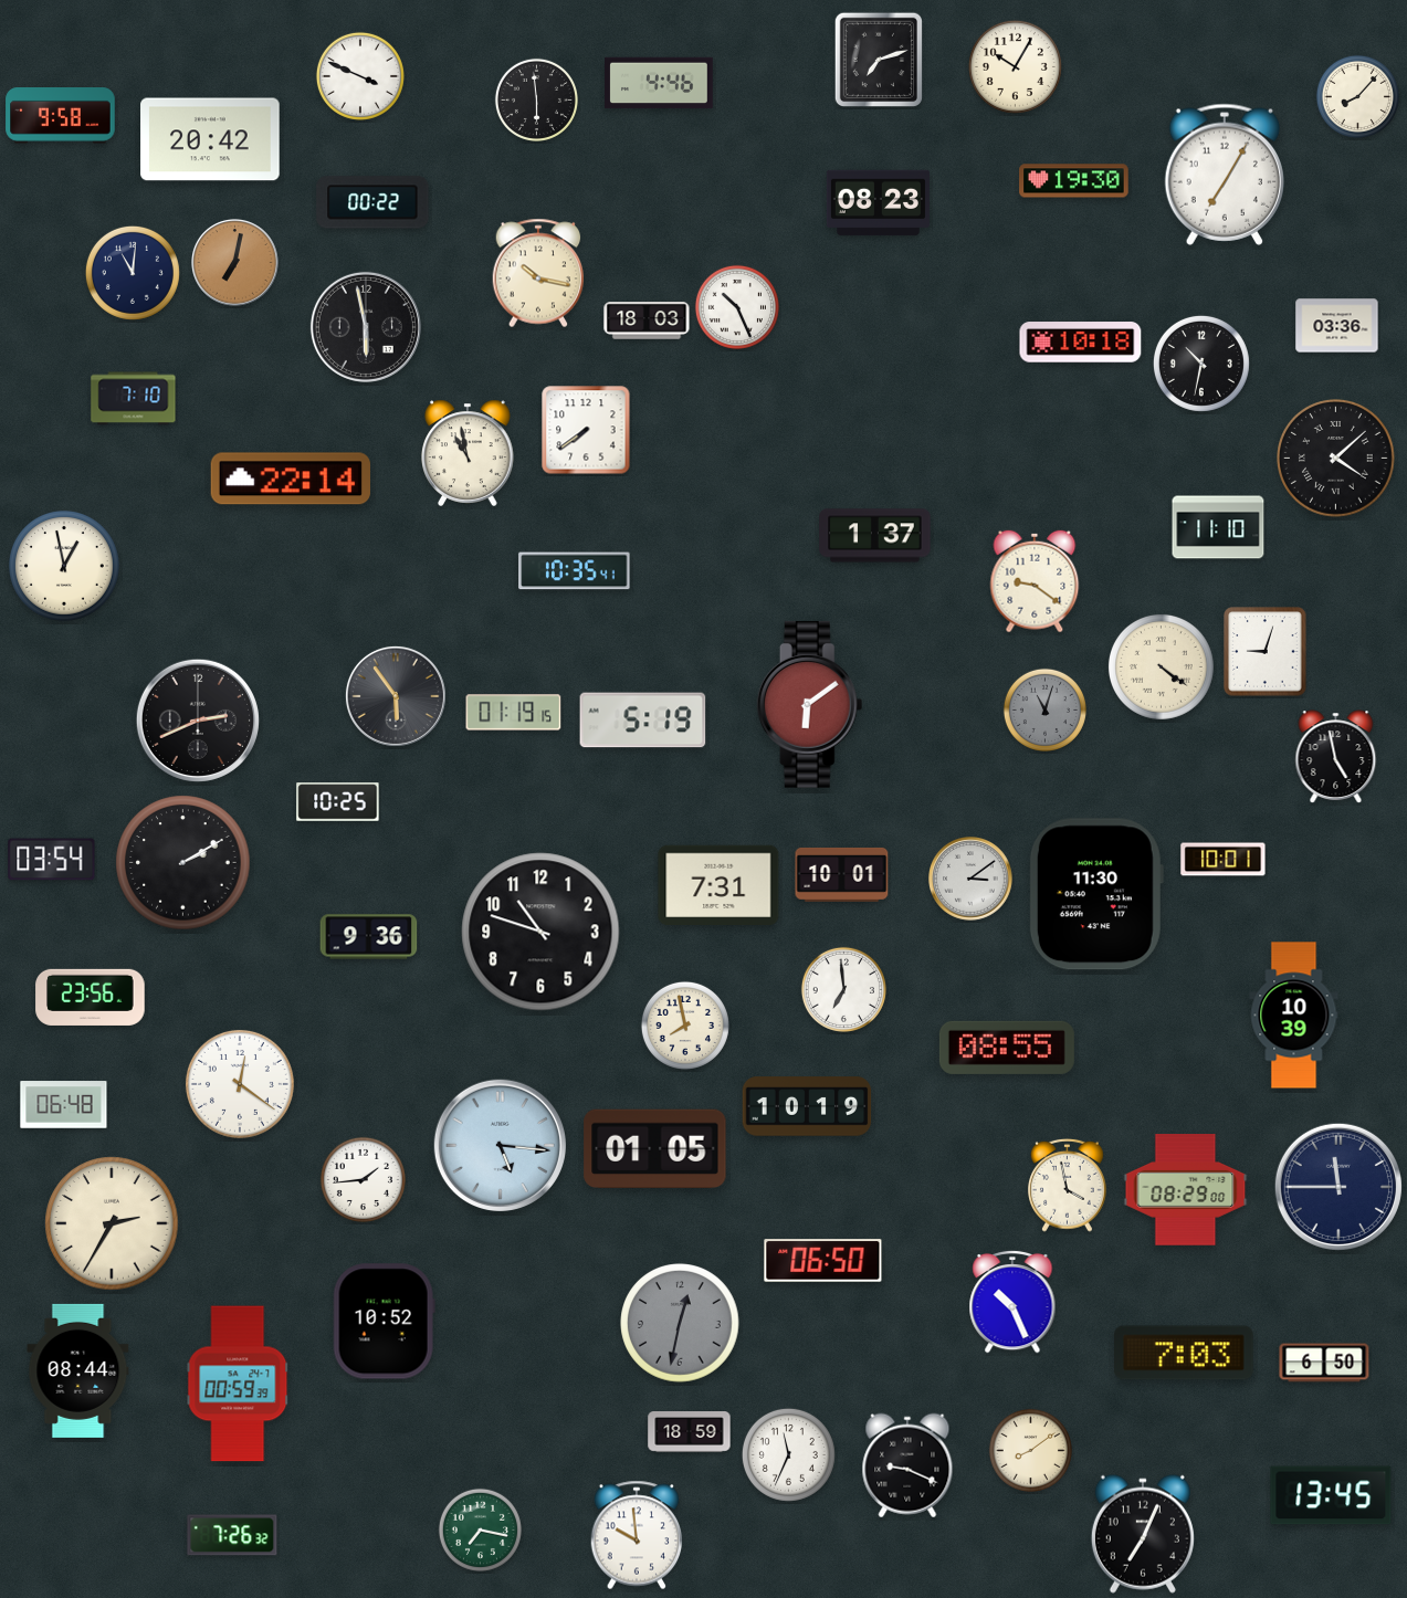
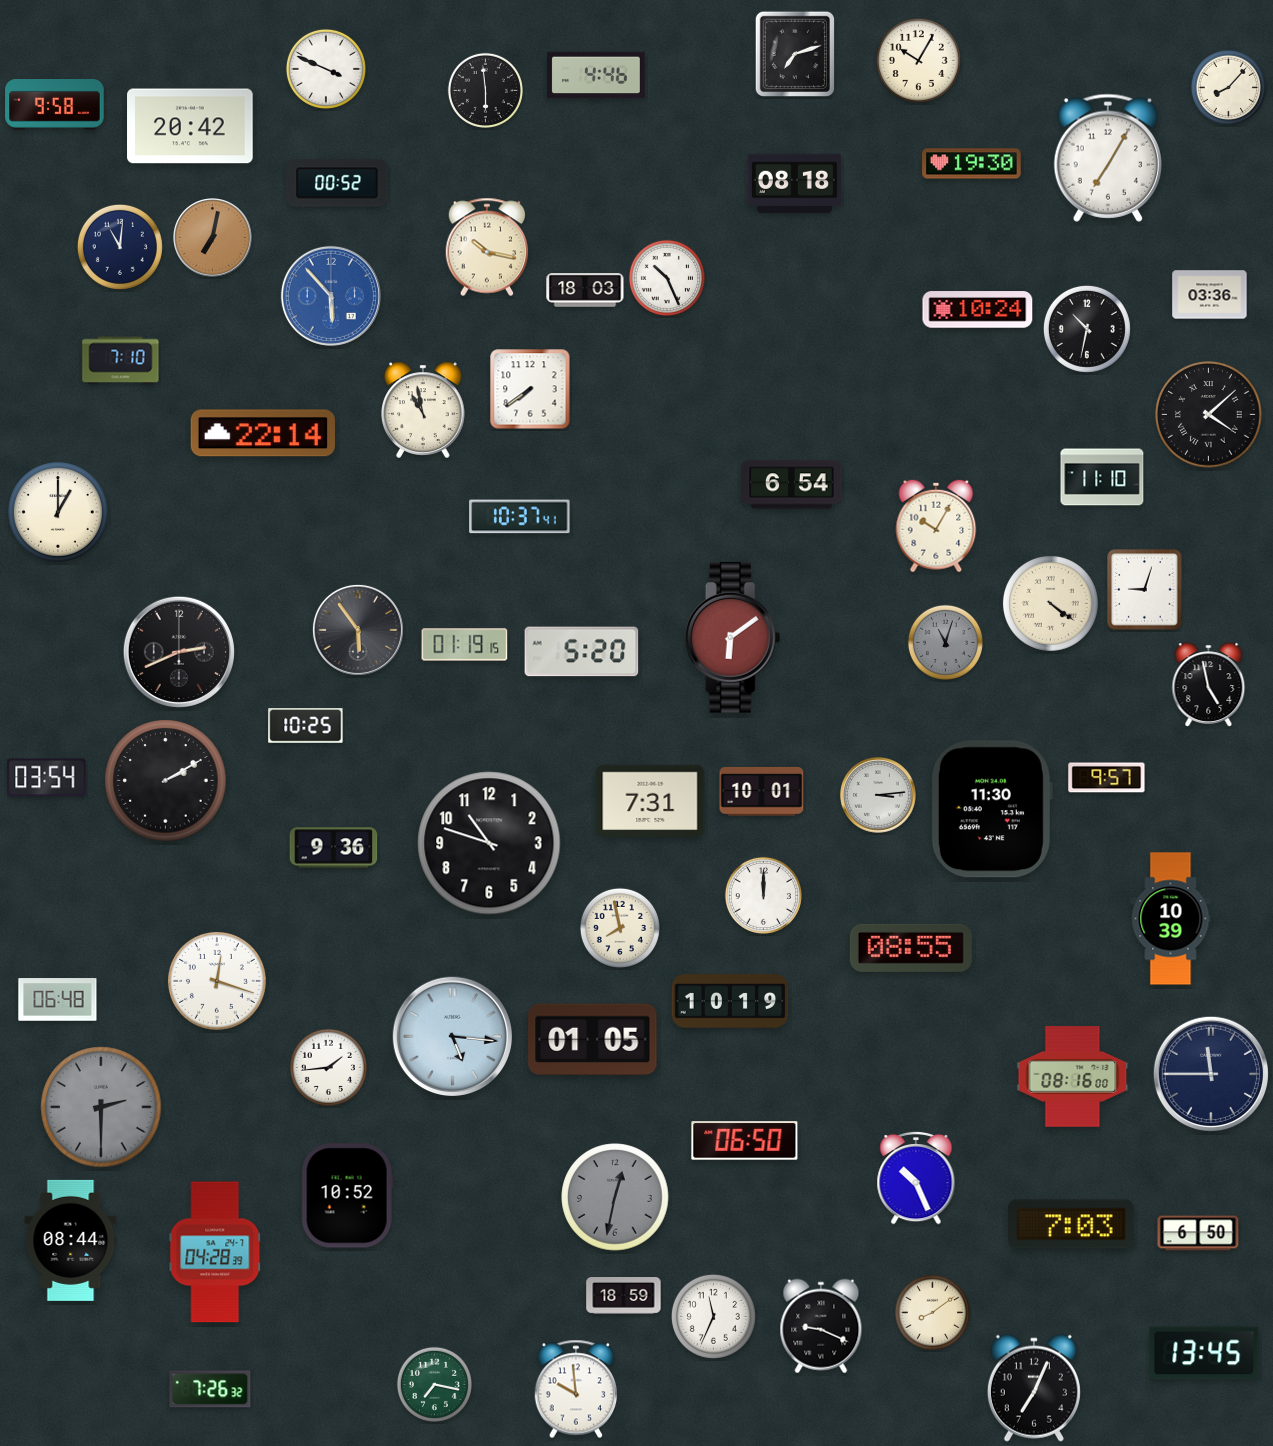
clock at (372, 202): 00:22 -> 00:52
clock at (878, 203): 08:23 -> 08:18
clock at (366, 327): 5:58 -> 5:53
clock at (366, 327) dial: black -> blue
clock at (1081, 343): 10:18 -> 10:24
clock at (875, 536): 1:37 -> 6:54
clock at (65, 567): 12:58 -> 1:00
clock at (575, 571): 10:35 -> 10:37
clock at (1035, 581): 9:21 -> 10:05
clock at (643, 721): 5:19 -> 5:20
clock at (1224, 860): 10:01 -> 9:57
clock at (970, 879): 3:09 -> 3:14
clock at (843, 989): 6:59 -> 12:00
clock at (91, 997): 23:56 -> none
clock at (240, 1084): 12:21 -> 12:18
clock at (1068, 1185): 3:58 -> none
clock at (1186, 1190): 08:29 -> 08:16
clock at (112, 1223): 2:35 -> 2:30
clock at (112, 1223) dial: cream -> grey
clock at (238, 1384): 00:59 -> 04:28
